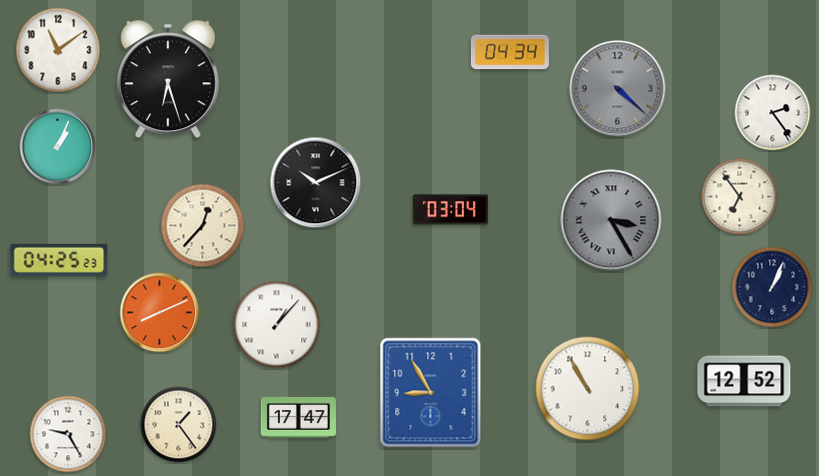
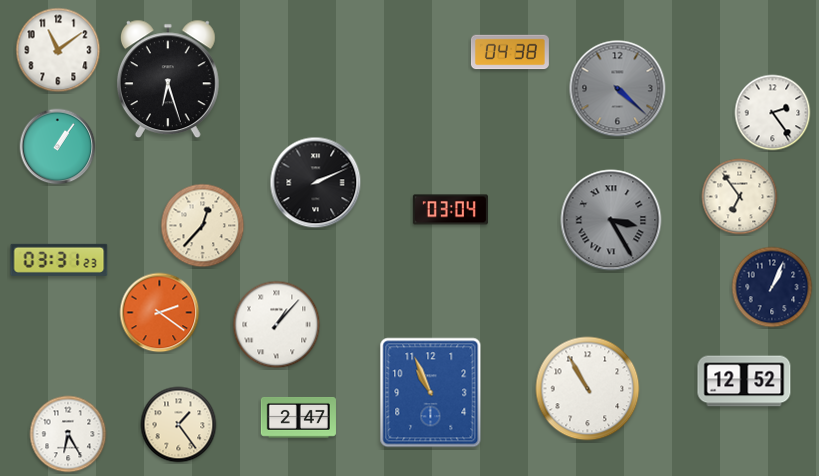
clock at (510, 52): 04:34 -> 04:38
clock at (58, 147): 1:04 -> 1:06
clock at (316, 183): 10:11 -> 2:11
clock at (59, 260): 04:25 -> 03:31
clock at (160, 313): 8:11 -> 2:21
clock at (431, 393): 8:55 -> 10:56
clock at (298, 417): 17:47 -> 2:47
clock at (68, 434): 9:25 -> 6:25
